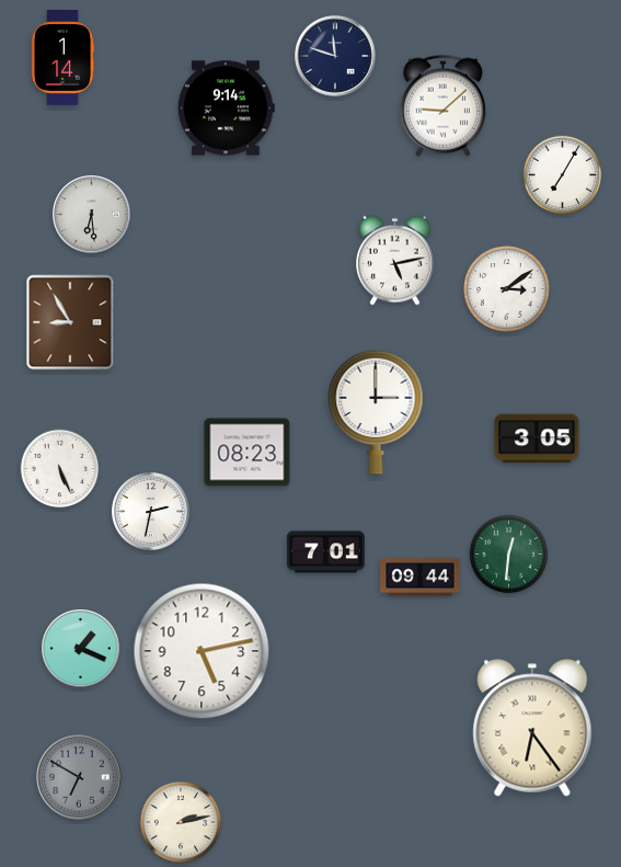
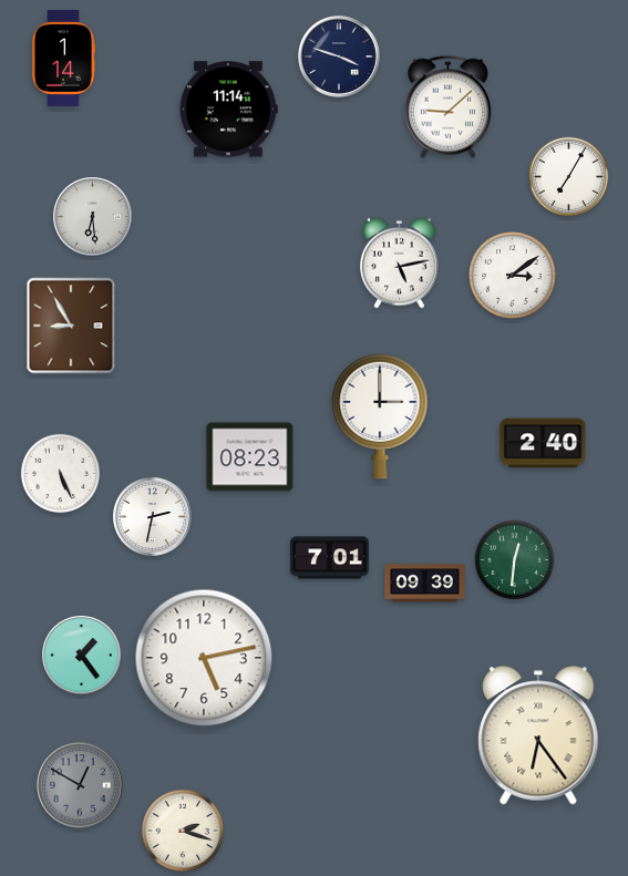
clock at (335, 56): 11:48 -> 3:48
clock at (227, 109): 9:14 -> 11:14
clock at (507, 289) position: (507, 289) -> (513, 276)
clock at (537, 438): 3:05 -> 2:40
clock at (421, 578): 09:44 -> 09:39
clock at (81, 649): 1:19 -> 1:24
clock at (79, 777): 6:50 -> 12:50
clock at (181, 822): 2:13 -> 2:18
